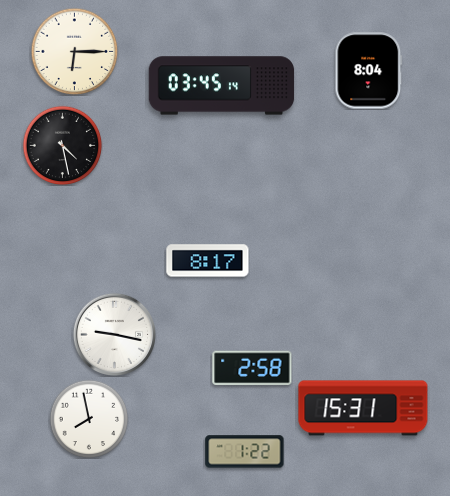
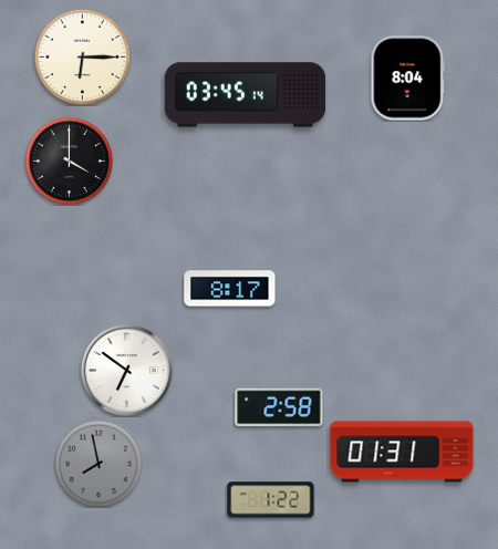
clock at (62, 145): 4:28 -> 4:00
clock at (114, 334): 9:17 -> 6:51
clock at (363, 408): 15:31 -> 01:31
clock at (89, 419) dial: white -> grey
